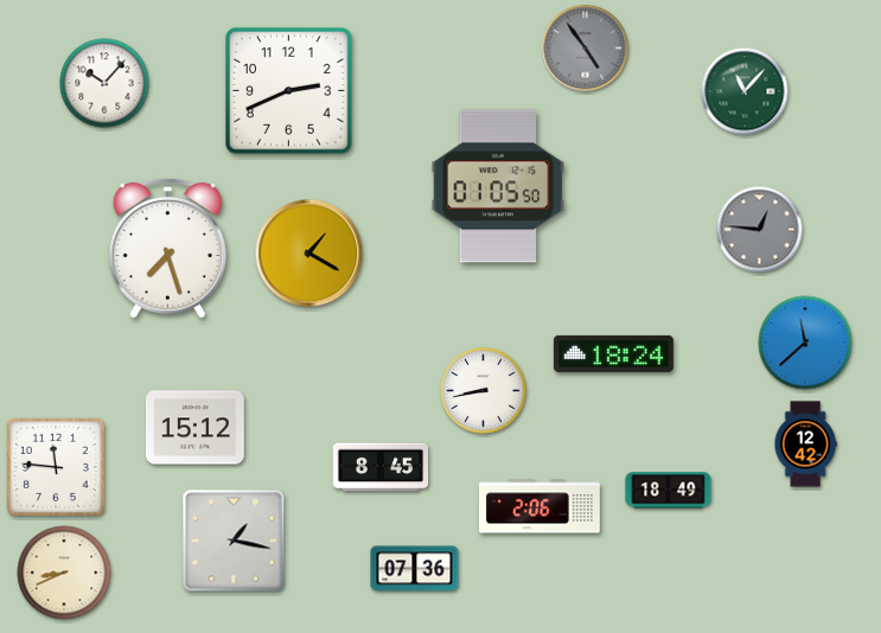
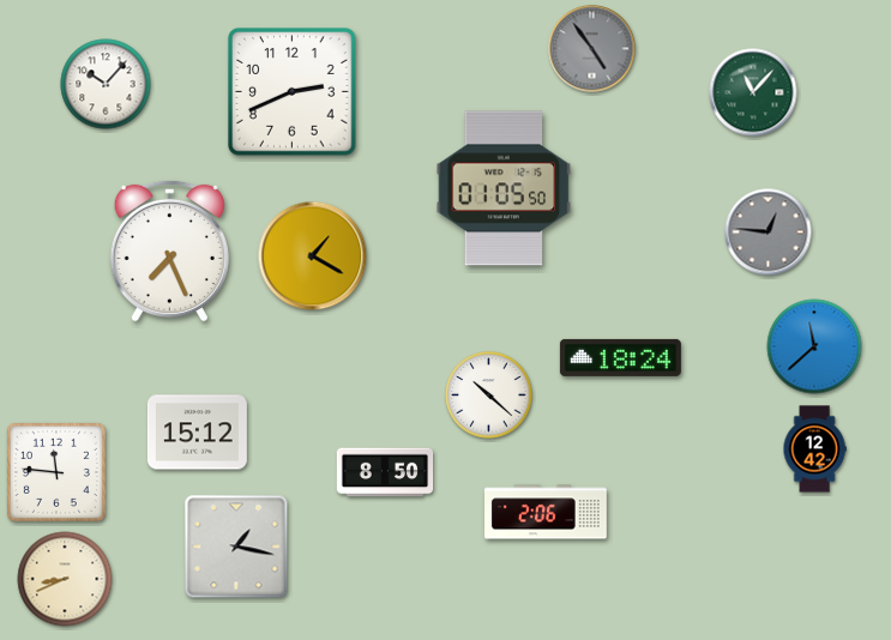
clock at (167, 248): 7:27 -> 7:26
clock at (484, 391): 8:43 -> 10:22
clock at (381, 467): 8:45 -> 8:50
clock at (669, 491): 18:49 -> none
clock at (415, 569): 07:36 -> none
